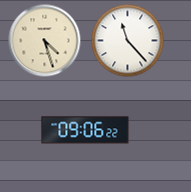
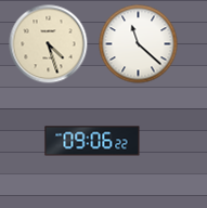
clock at (128, 41): 11:23 -> 11:22
